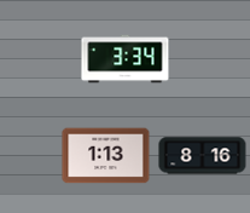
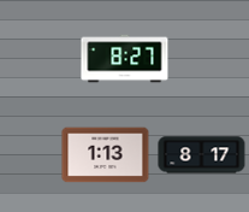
clock at (126, 59): 3:34 -> 8:27
clock at (203, 156): 8:16 -> 8:17
